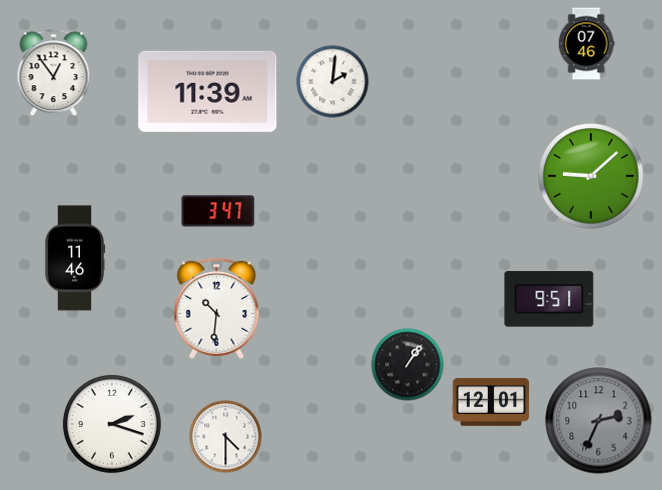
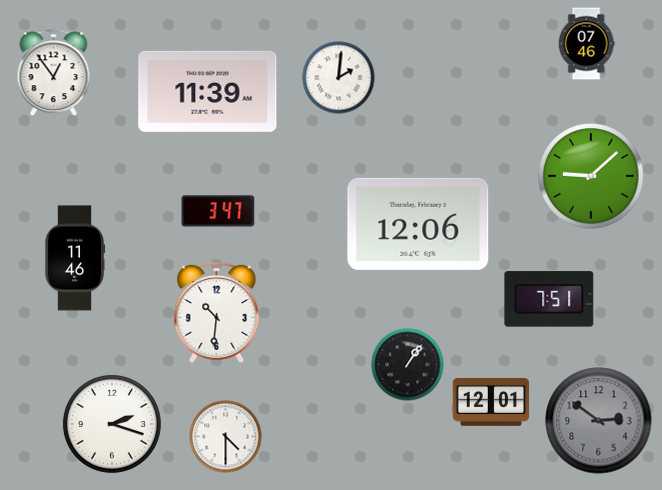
clock at (333, 82) position: (333, 82) -> (339, 78)
clock at (418, 224): none -> 12:06
clock at (549, 299): 9:51 -> 7:51
clock at (217, 308) position: (217, 308) -> (217, 312)
clock at (599, 421): 2:34 -> 2:51
